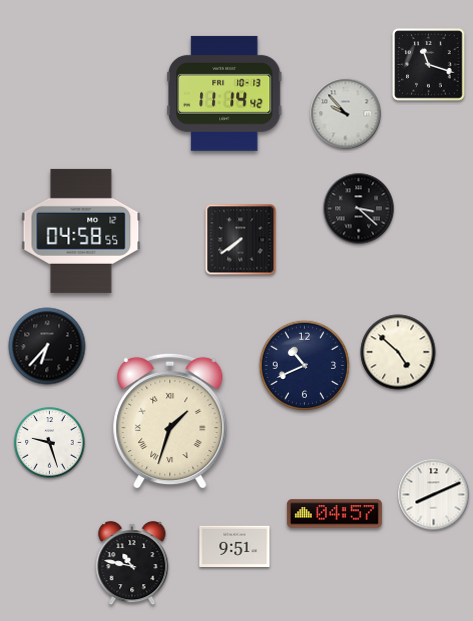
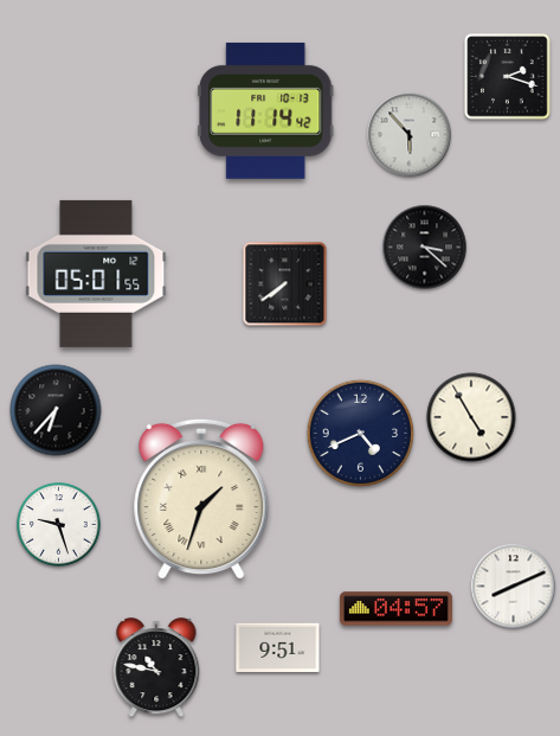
clock at (429, 65): 11:18 -> 2:18
clock at (346, 114): 9:53 -> 5:53
clock at (81, 231): 04:58 -> 05:01
clock at (398, 352): 4:52 -> 4:55
clock at (305, 366): 10:41 -> 4:41
